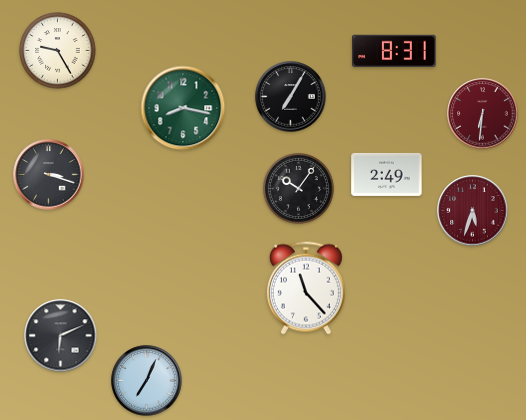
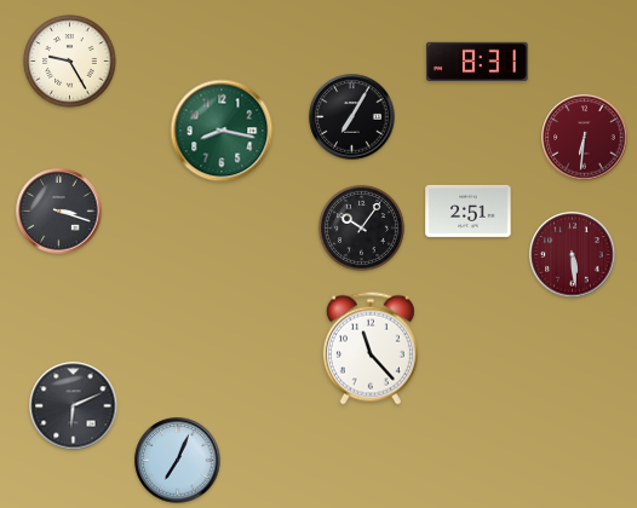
clock at (387, 174): 2:49 -> 2:51
clock at (473, 211): 5:33 -> 5:29
